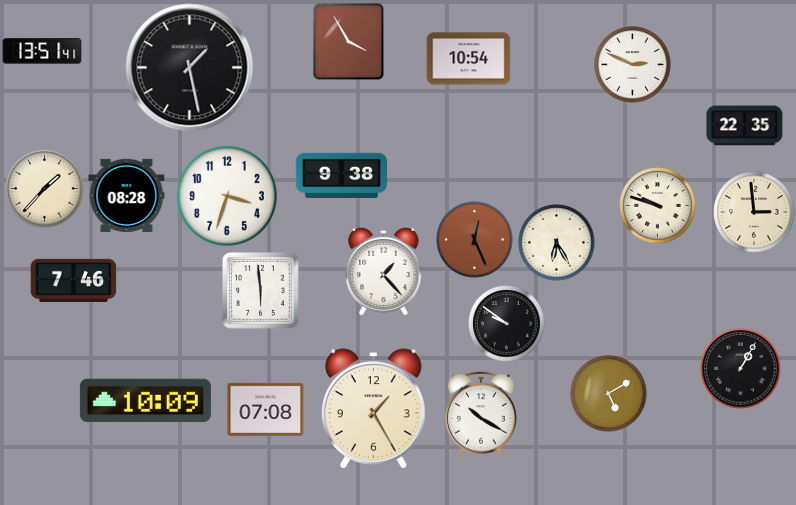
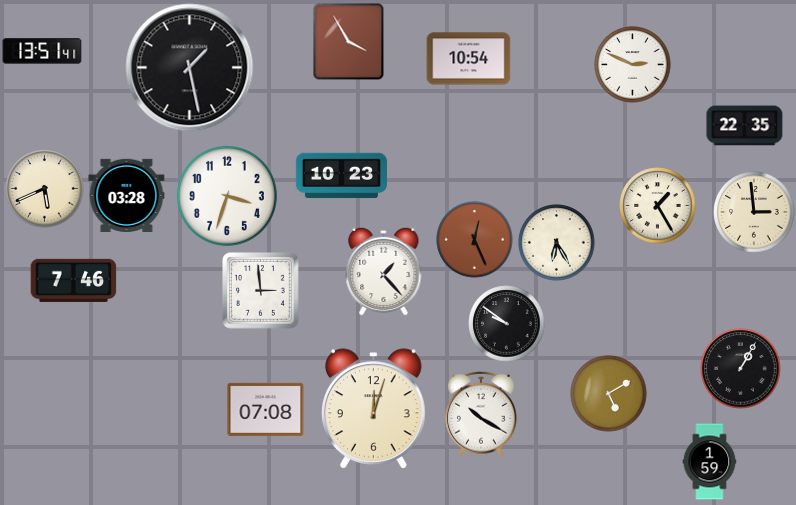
clock at (341, 176): 9:38 -> 10:23
clock at (45, 189): 1:37 -> 5:41
clock at (127, 195): 08:28 -> 03:28
clock at (658, 206): 9:48 -> 1:25
clock at (261, 291): 5:59 -> 2:59
clock at (145, 401): 10:09 -> none
clock at (374, 409): 1:25 -> 12:03
clock at (710, 462): none -> 1:59
